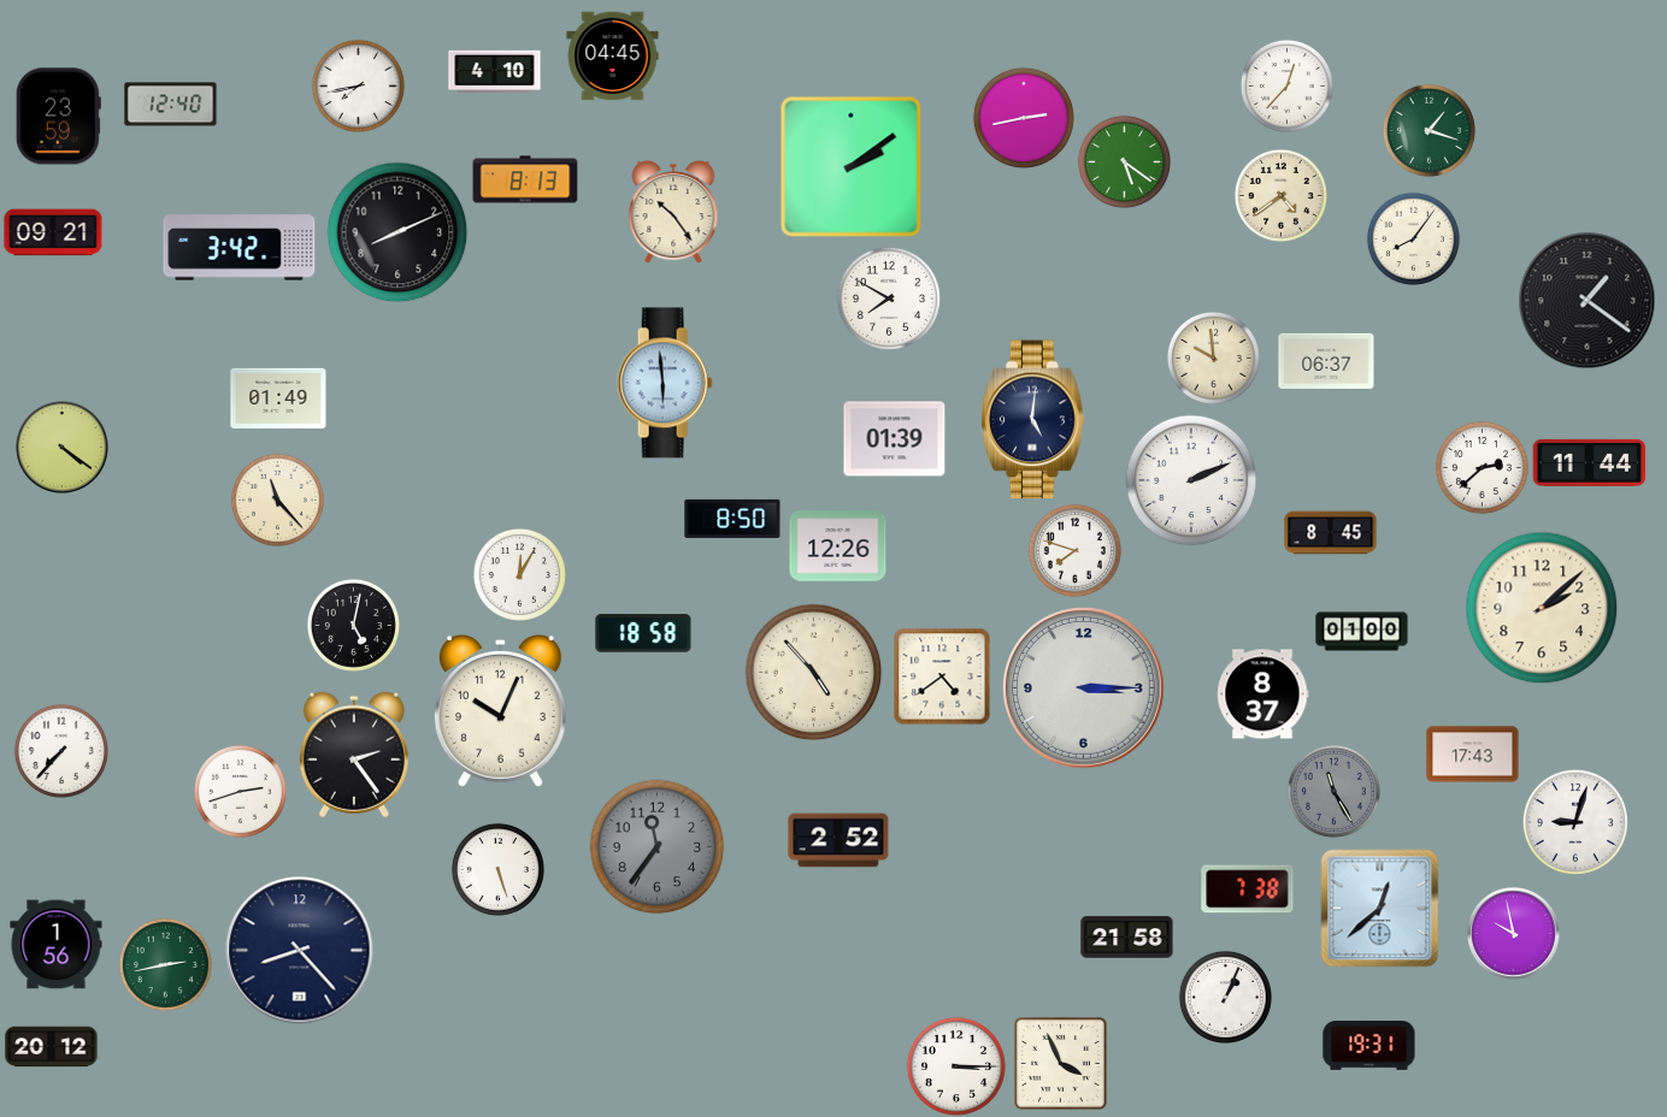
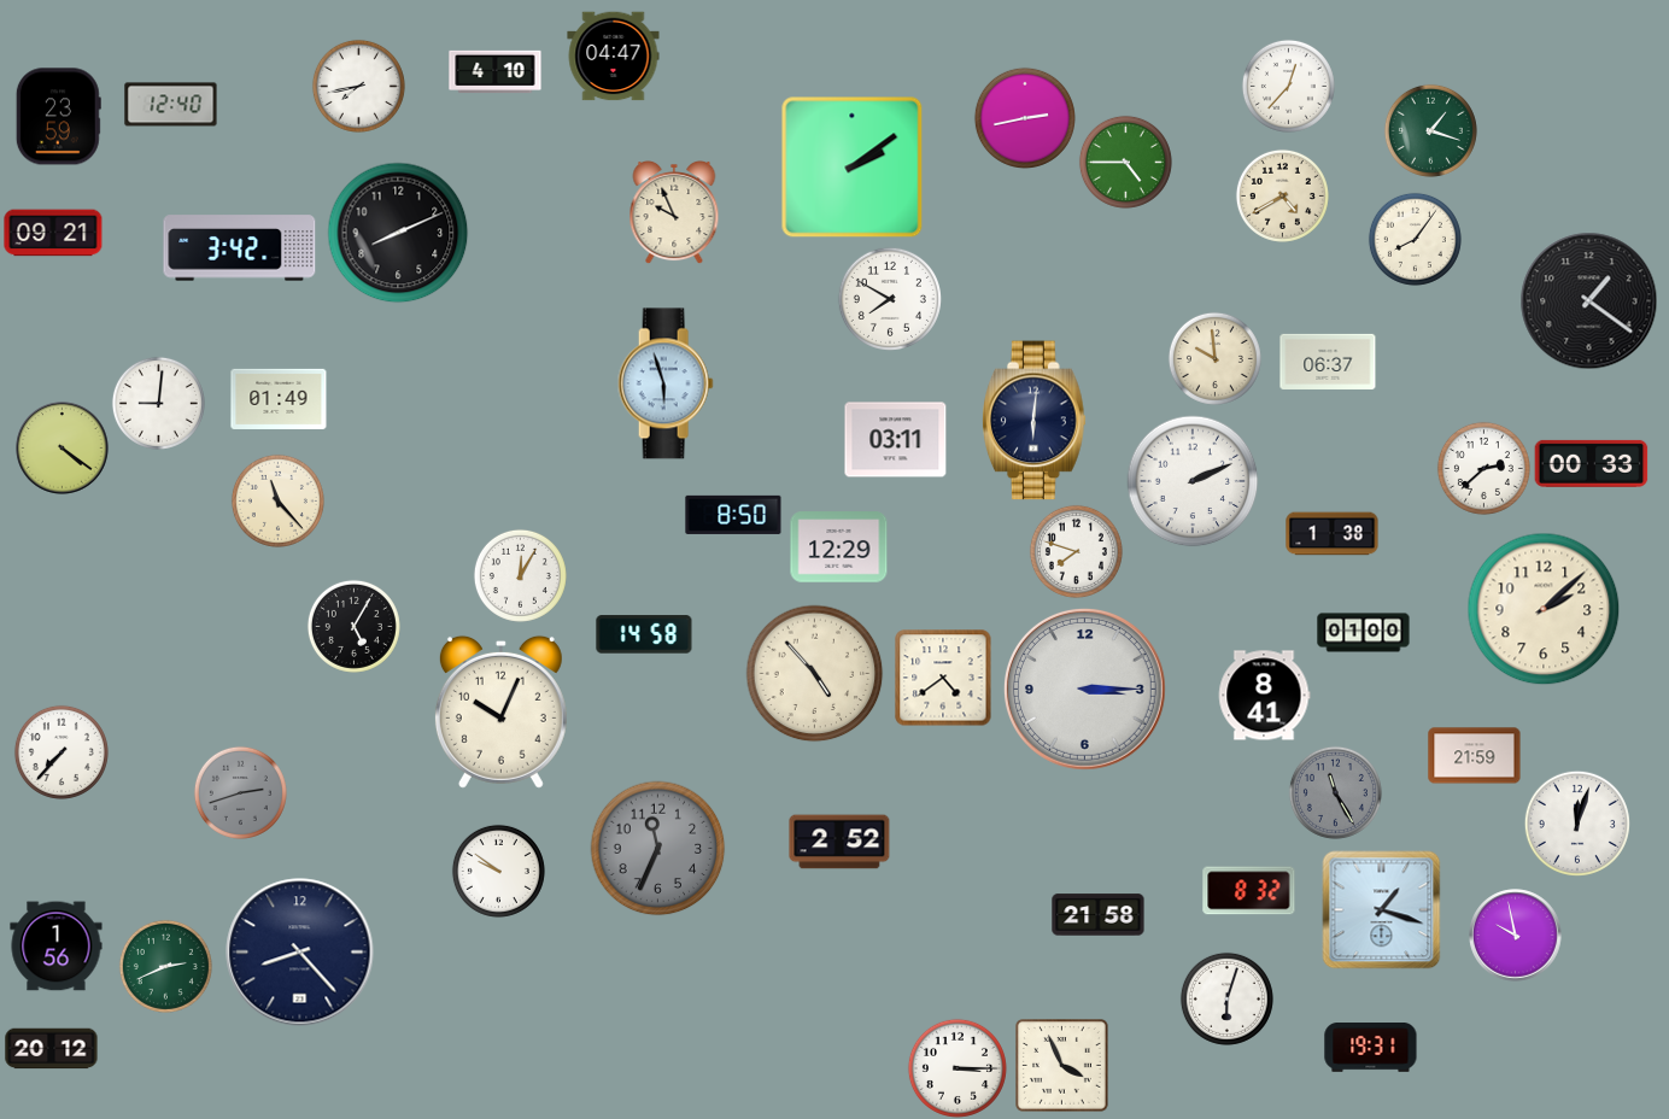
clock at (613, 57): 04:45 -> 04:47
clock at (1124, 161): 5:21 -> 4:45
clock at (525, 179): 8:13 -> none
clock at (1280, 195): 4:39 -> 4:40
clock at (673, 213): 10:24 -> 9:56
clock at (665, 383): 5:59 -> 5:57
clock at (158, 403): none -> 9:01
clock at (1033, 420): 5:01 -> 6:01
clock at (895, 439): 01:39 -> 03:11
clock at (1590, 462): 11:44 -> 00:33
clock at (732, 519) position: (732, 519) -> (733, 515)
clock at (1331, 533): 8:45 -> 1:38
clock at (838, 546): 12:26 -> 12:29
clock at (353, 625): 5:02 -> 5:05
clock at (643, 633): 18:58 -> 14:58
clock at (1262, 695): 8:37 -> 8:41
clock at (354, 755): 2:24 -> none
clock at (1473, 755): 17:43 -> 21:59
clock at (240, 791) dial: white -> grey
clock at (1575, 822): 9:03 -> 12:03
clock at (658, 847): 11:36 -> 11:34
clock at (497, 869): 5:27 -> 9:51
clock at (1248, 890): 7:38 -> 8:32
clock at (1380, 909): 12:38 -> 1:18
clock at (1127, 938) position: (1127, 938) -> (1099, 915)
clock at (165, 964): 2:43 -> 2:41
clock at (1225, 997): 1:04 -> 6:03
